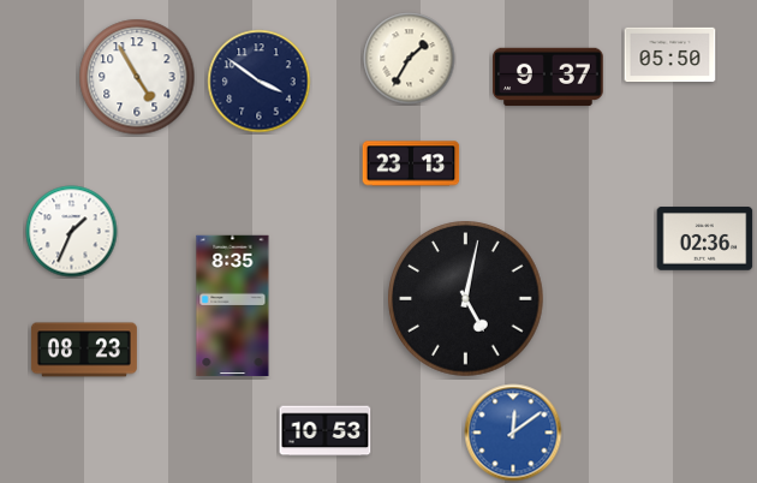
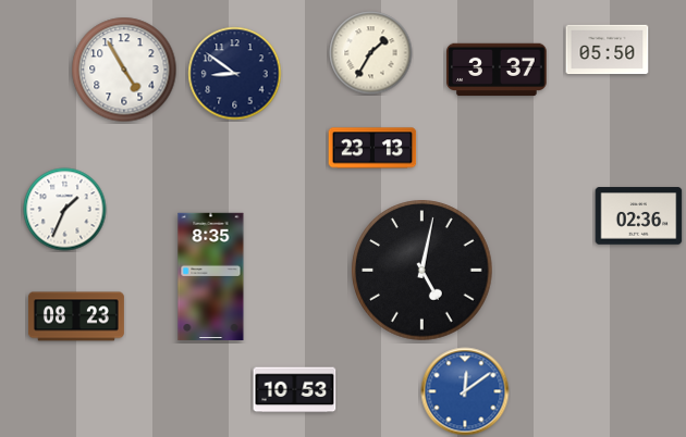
clock at (548, 77): 9:37 -> 3:37
clock at (260, 82): 3:51 -> 8:51
